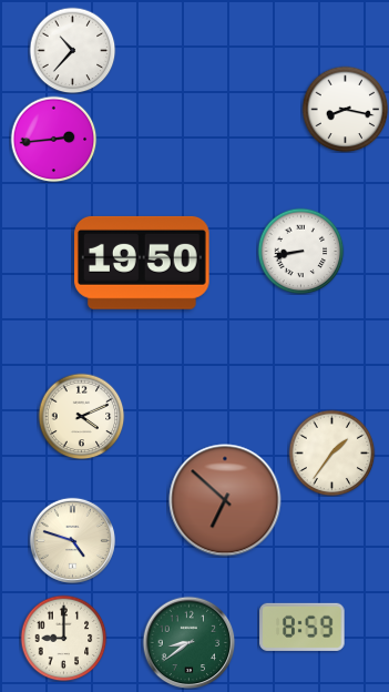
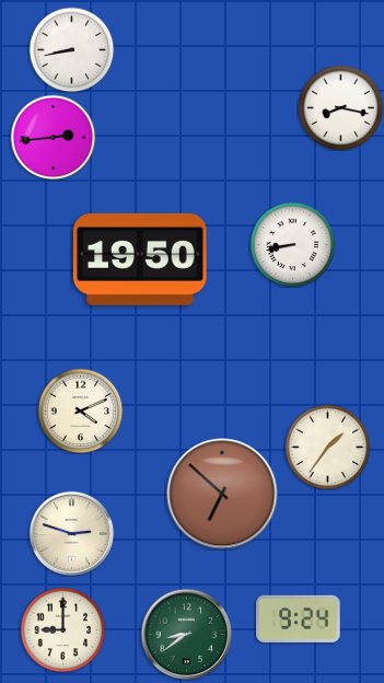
clock at (72, 50): 10:37 -> 8:43
clock at (300, 251) position: (300, 251) -> (292, 244)
clock at (72, 540): 4:48 -> 2:48
clock at (303, 627): 8:59 -> 9:24
